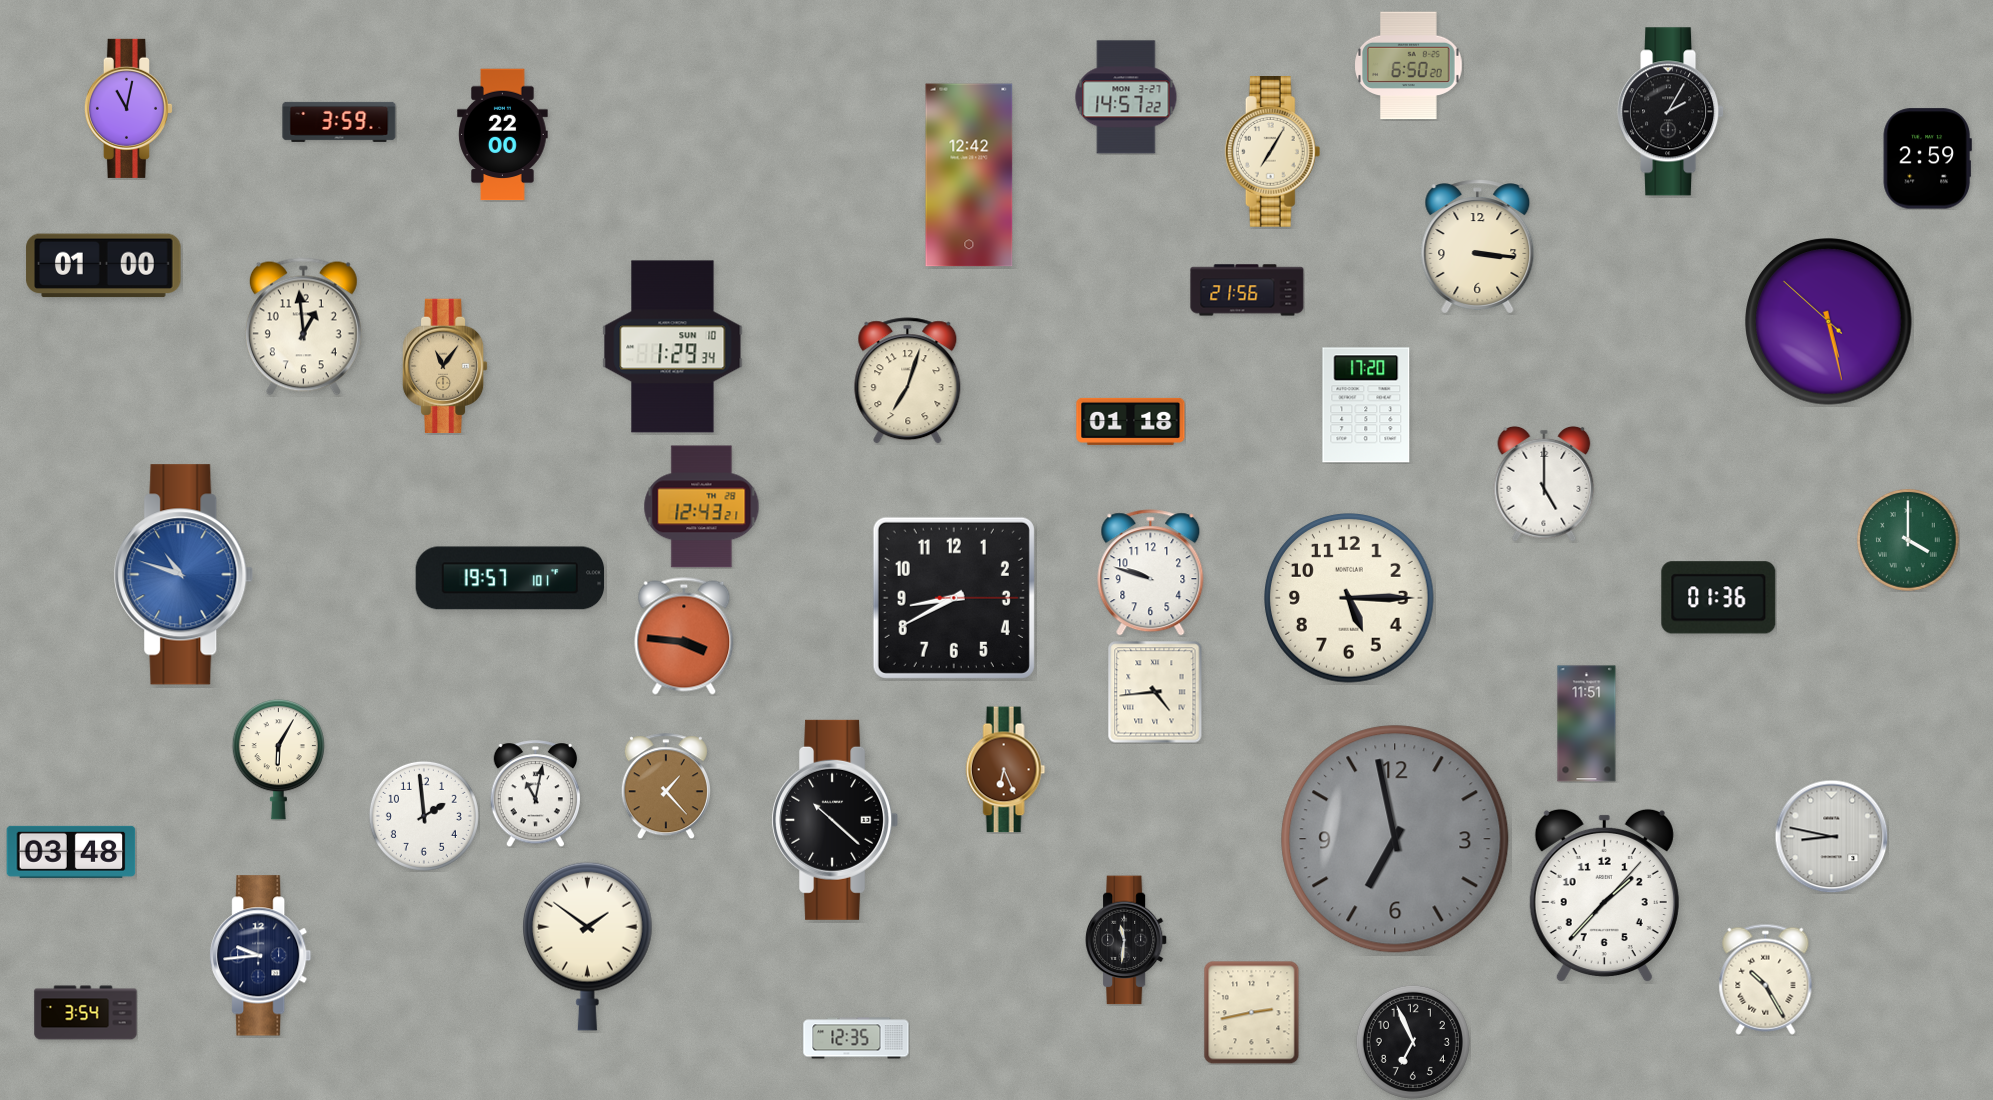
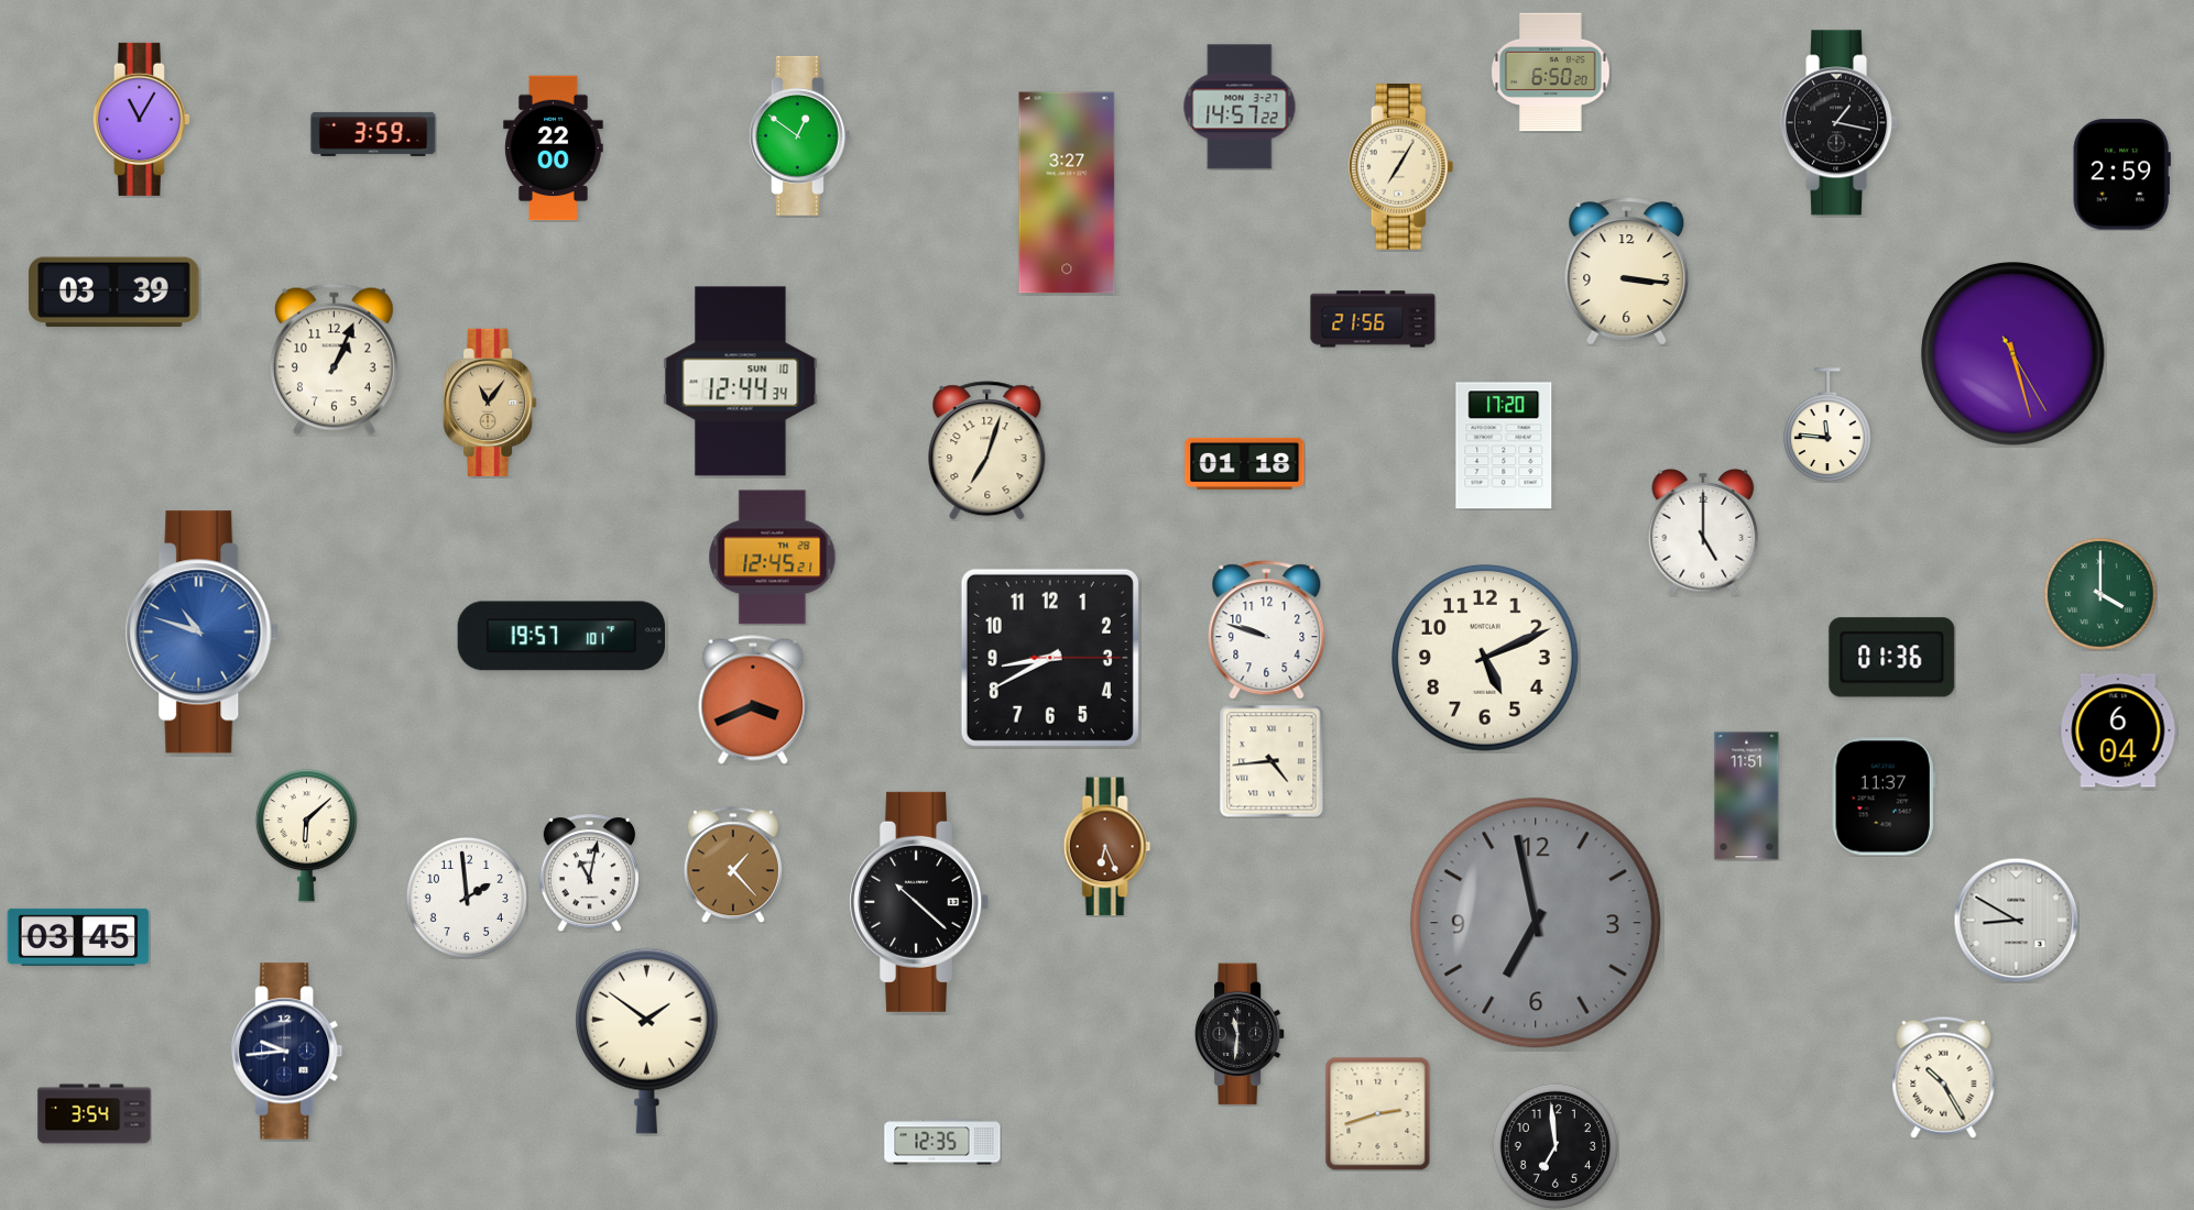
clock at (128, 108): 11:02 -> 11:05
clock at (1672, 112): 2:05 -> 1:17
clock at (799, 135): none -> 12:51
clock at (969, 175): 12:42 -> 3:27
clock at (104, 266): 01:00 -> 03:39
clock at (1829, 322): 5:27:52 -> 5:27:25
clock at (303, 327): 12:59 -> 1:04
clock at (673, 347): 1:29 -> 12:44
clock at (908, 381) position: (908, 381) -> (987, 451)
clock at (1827, 425): none -> 11:46
clock at (1544, 484) position: (1544, 484) -> (1703, 532)
clock at (702, 507): 12:43 -> 12:45
clock at (1349, 598): 5:15 -> 5:11
clock at (684, 636): 3:46 -> 3:41
clock at (2118, 730): none -> 6:04
clock at (1884, 796): none -> 11:37
clock at (278, 760): 6:05 -> 6:08
clock at (1831, 836): 8:47 -> 8:50
clock at (71, 852): 03:48 -> 03:45
clock at (1604, 896): 1:37 -> none
clock at (1252, 1012): 2:43 -> 2:42
clock at (1413, 1042): 6:56 -> 6:59
